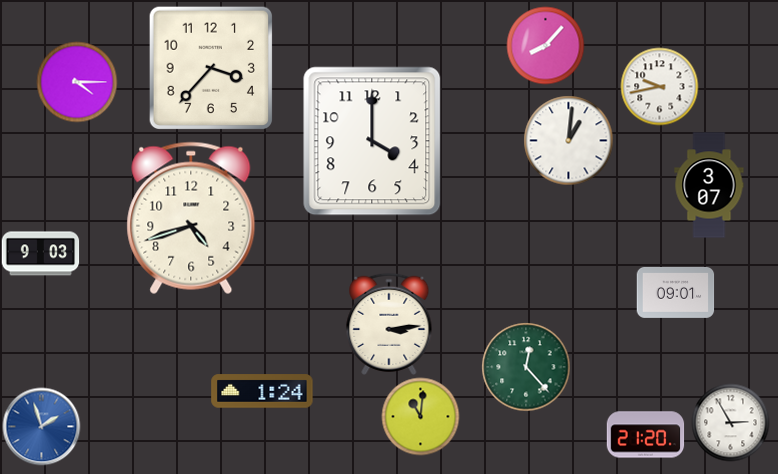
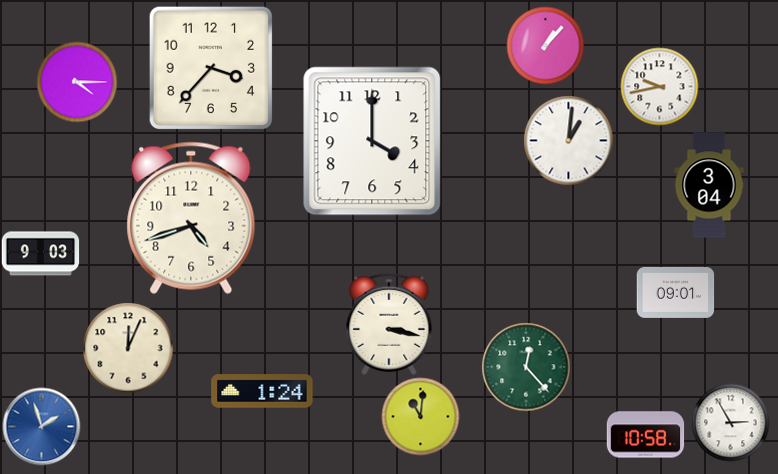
clock at (545, 45): 8:07 -> 1:07
clock at (709, 185): 3:07 -> 3:04
clock at (389, 324): 3:14 -> 3:17
clock at (128, 348): none -> 12:04
clock at (645, 435): 21:20 -> 10:58
